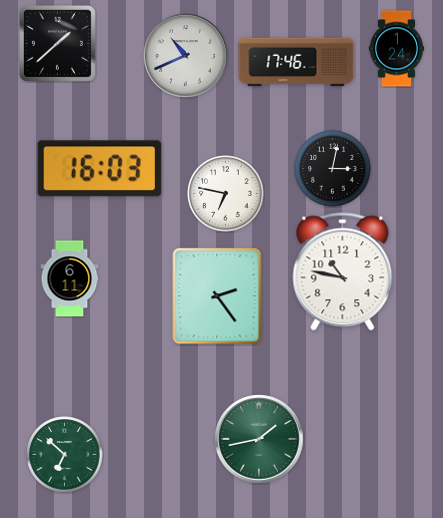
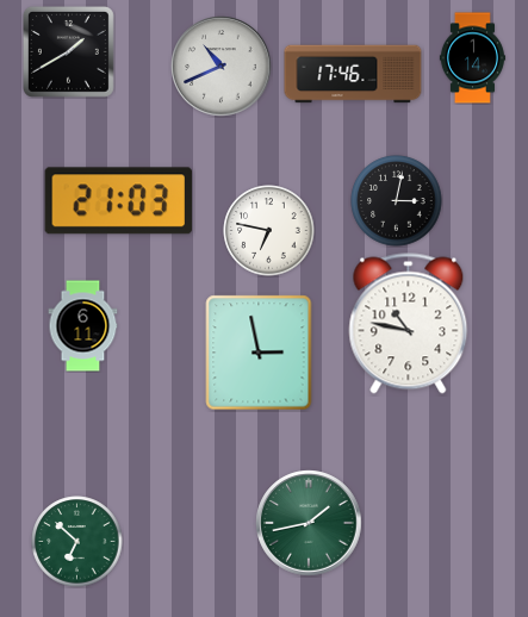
clock at (57, 43): 1:38 -> 1:40
clock at (396, 49): 1:24 -> 1:14
clock at (99, 169): 16:03 -> 21:03
clock at (70, 279) position: (70, 279) -> (83, 326)
clock at (217, 296): 2:24 -> 2:58
